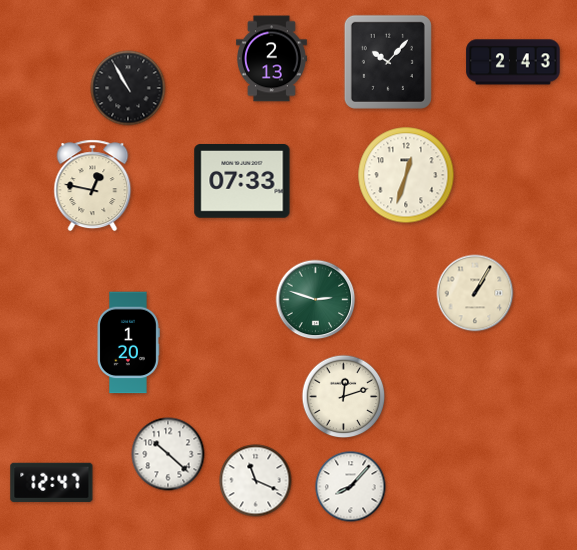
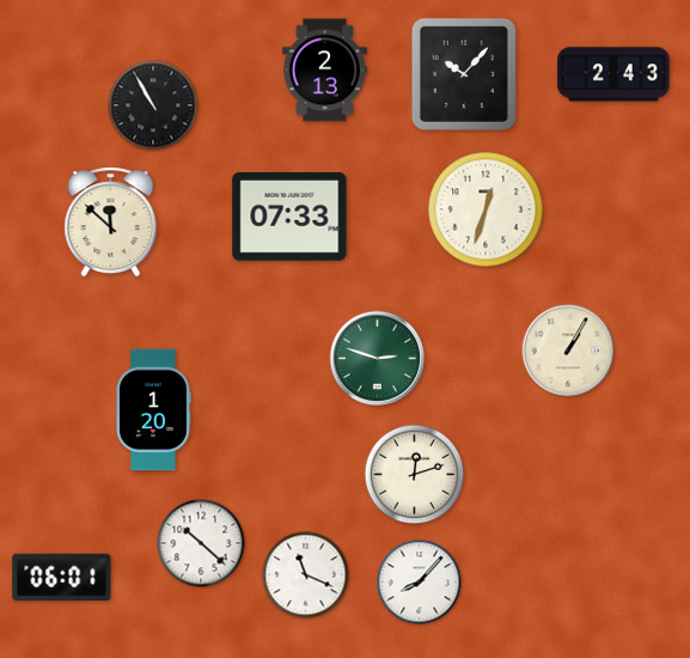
clock at (93, 186): 12:47 -> 11:52
clock at (344, 397) position: (344, 397) -> (415, 475)
clock at (52, 482): 12:47 -> 06:01
